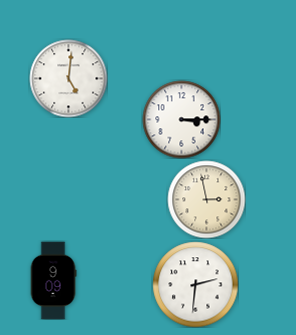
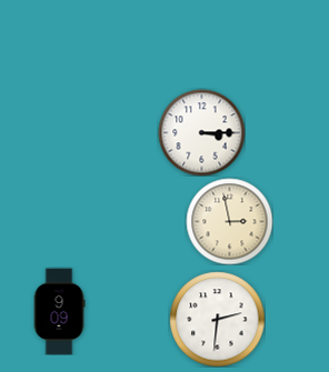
clock at (68, 78): 5:01 -> none
clock at (195, 284) position: (195, 284) -> (217, 319)
